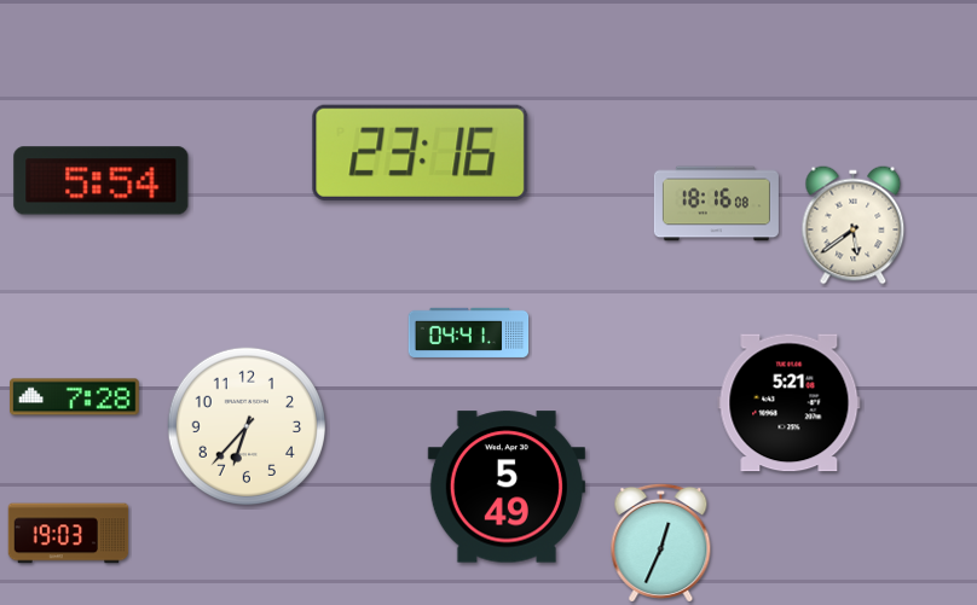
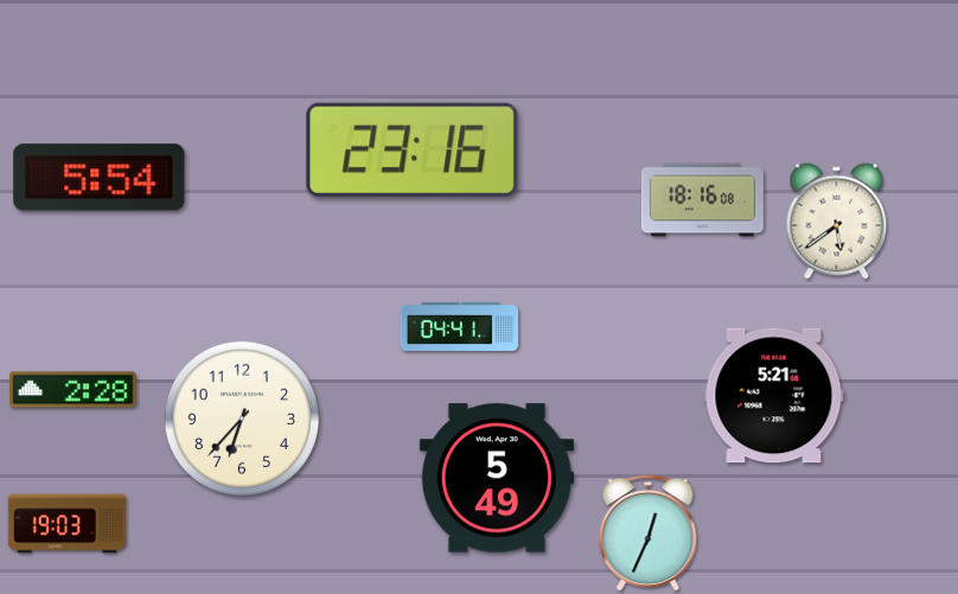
clock at (75, 397): 7:28 -> 2:28
